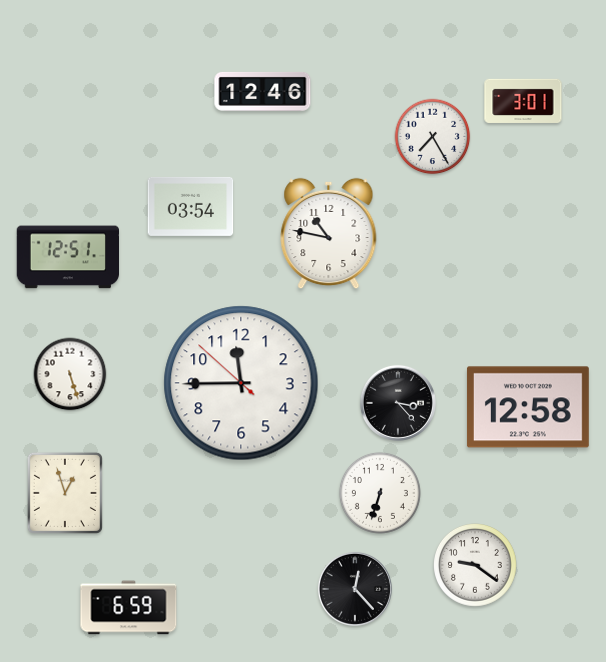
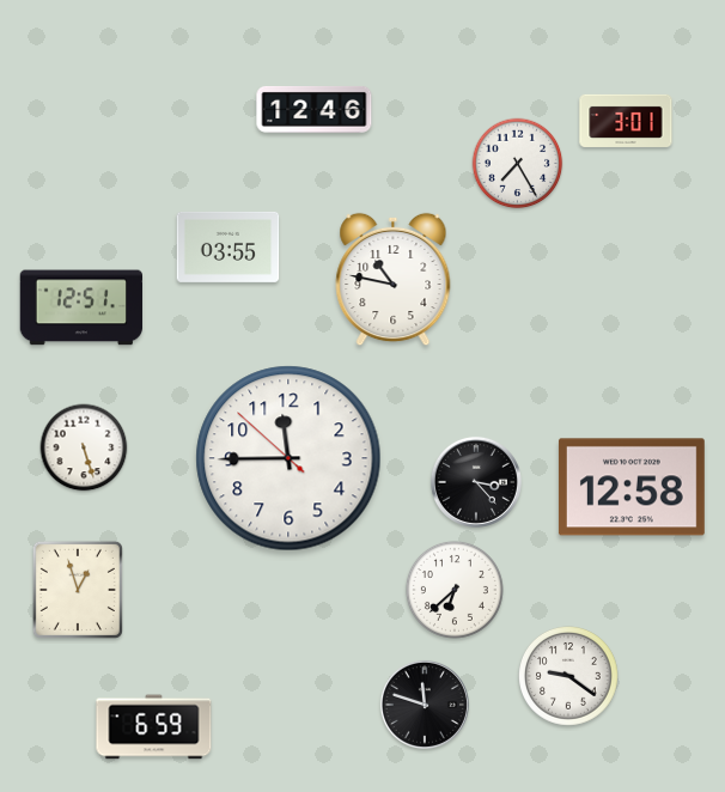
clock at (191, 206): 03:54 -> 03:55
clock at (380, 493): 6:33 -> 6:38
clock at (355, 589): 12:23 -> 11:48
